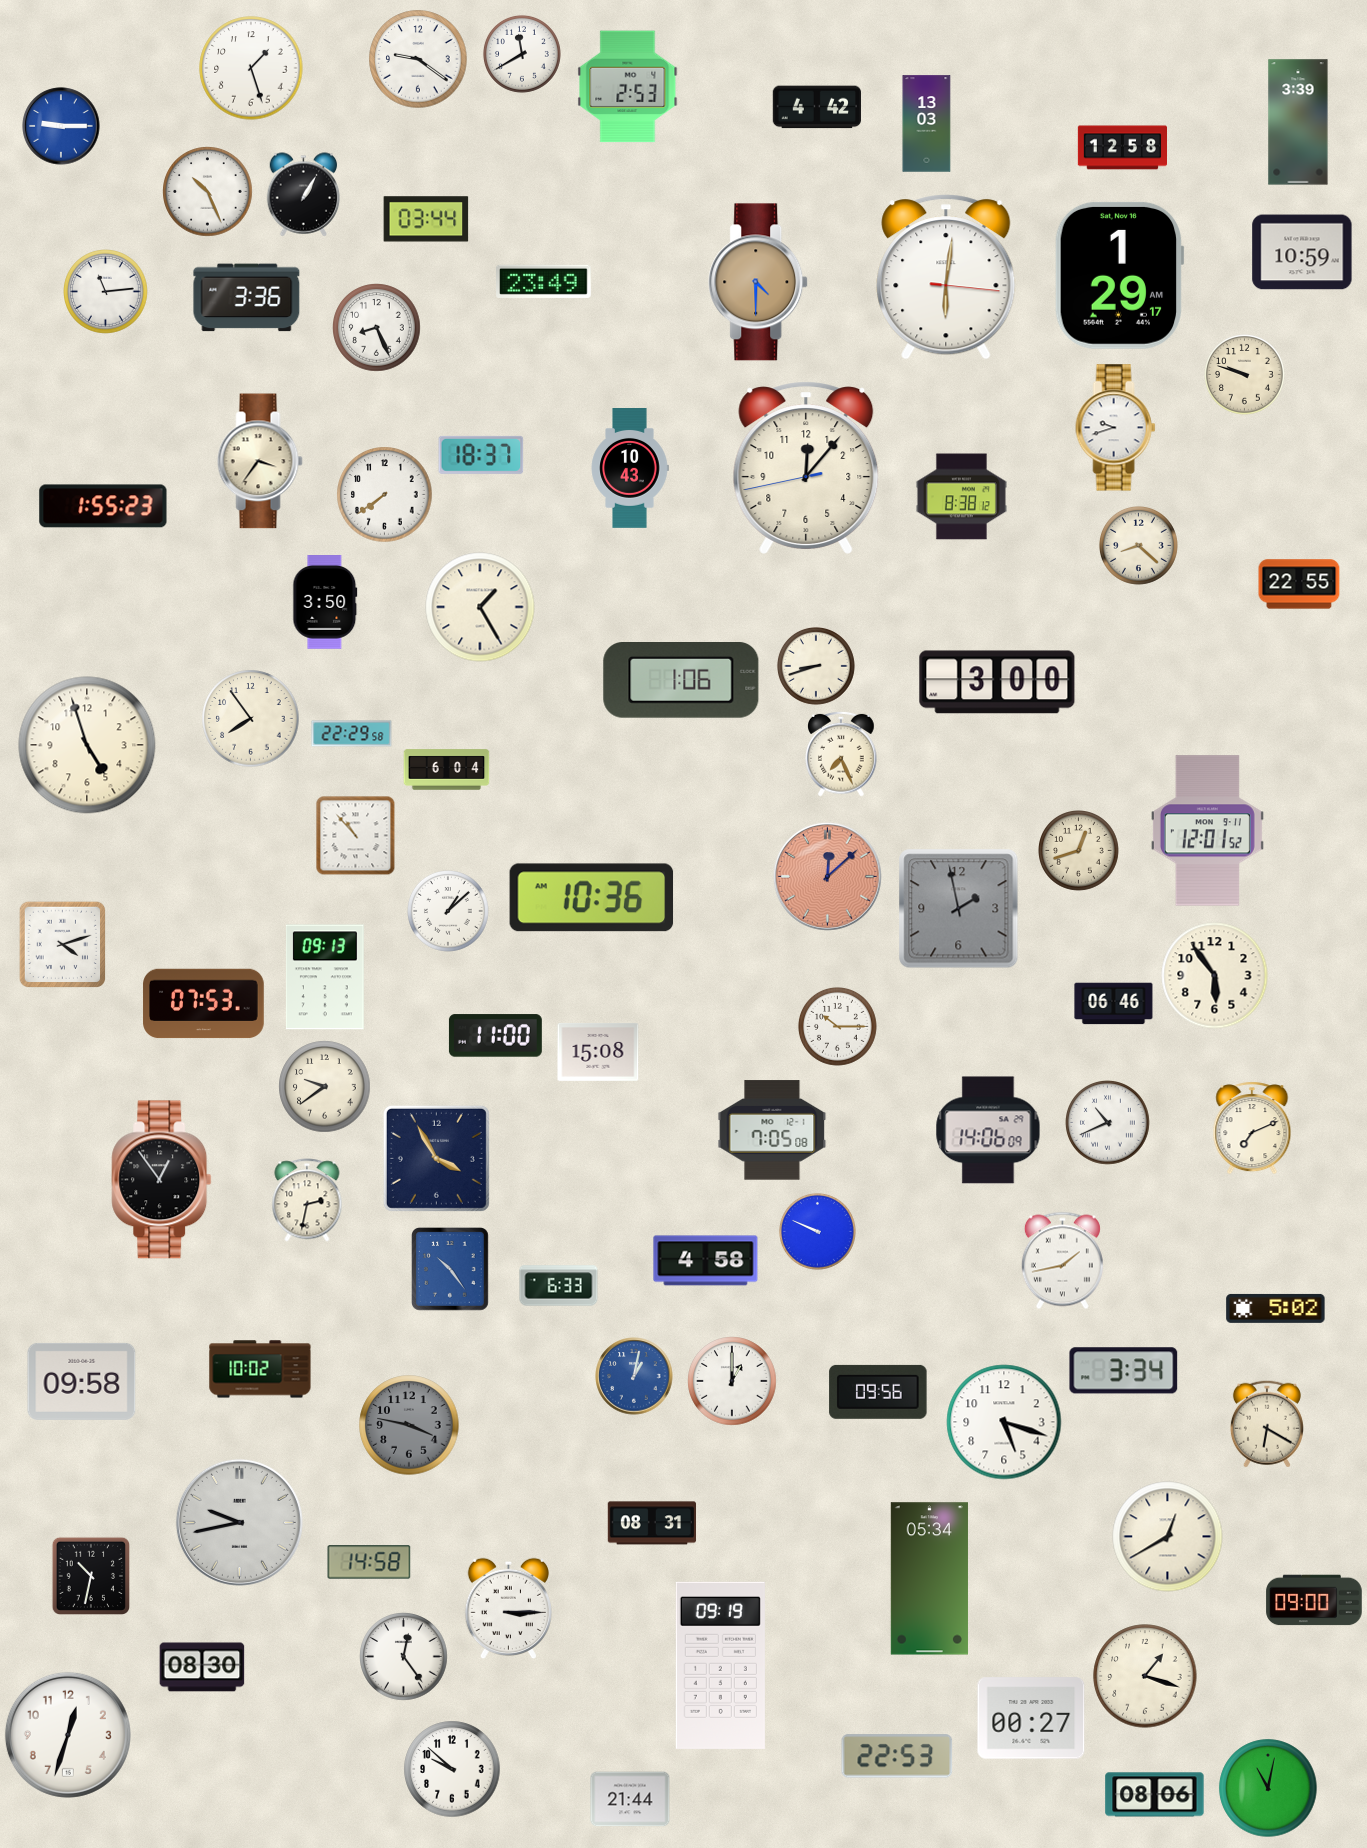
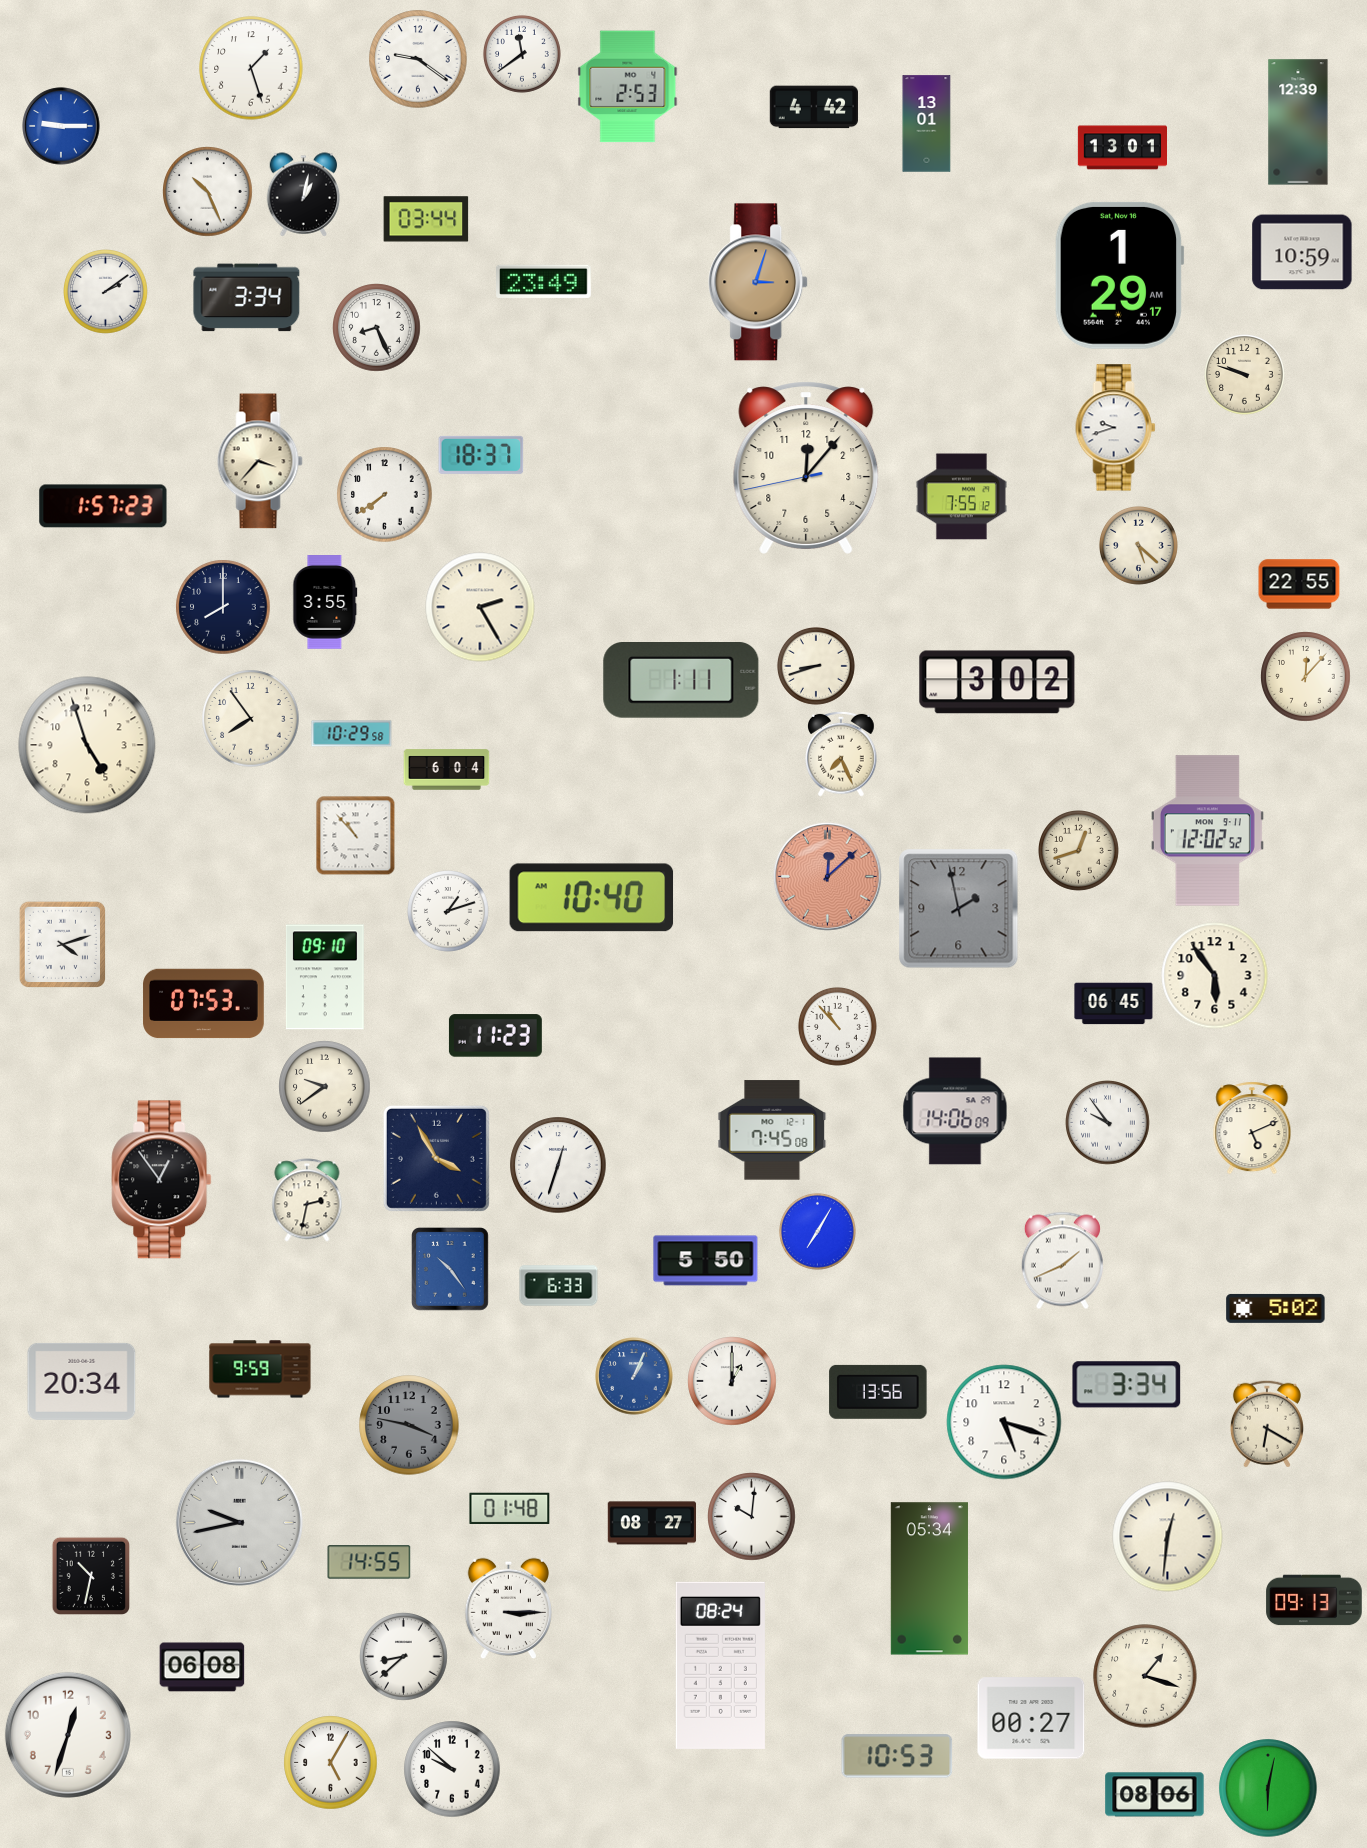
clock at (522, 54): 11:40 -> 11:39
clock at (816, 107) position: (816, 107) -> (813, 107)
clock at (1298, 122): 3:39 -> 12:39
clock at (927, 124): 13:03 -> 13:01
clock at (1122, 148): 12:58 -> 13:01
clock at (304, 195): 1:05 -> 1:02
clock at (946, 277): 6:01 -> none
clock at (759, 282): 4:30 -> 3:03
clock at (106, 292): 11:14 -> 2:09
clock at (247, 298): 3:36 -> 3:34
clock at (260, 461): 3:36 -> 3:37
clock at (630, 469): 10:43 -> none
clock at (961, 497): 8:38 -> 7:55
clock at (103, 506): 1:55 -> 1:57
clock at (1138, 546): 8:22 -> 5:22
clock at (325, 603): 3:50 -> 3:55
clock at (223, 607): none -> 8:00
clock at (480, 607): 1:25 -> 2:25
clock at (1306, 677): none -> 12:07
clock at (681, 681): 1:06 -> 1:11
clock at (997, 682): 3:00 -> 3:02
clock at (352, 734): 22:29 -> 10:29
clock at (1207, 831): 12:01 -> 12:02
clock at (592, 898): 10:36 -> 10:40
clock at (449, 912): 1:08 -> 1:12
clock at (325, 977): 09:13 -> 09:10
clock at (1114, 1004): 06:46 -> 06:45
clock at (837, 1027): 10:15 -> 10:53
clock at (495, 1036): 11:00 -> 11:23
clock at (598, 1052): 15:08 -> none
clock at (1108, 1123): 10:41 -> 9:54
clock at (1252, 1128): 7:11 -> 5:11
clock at (772, 1130): 7:05 -> 7:45
clock at (988, 1130) position: (988, 1130) -> (955, 1111)
clock at (558, 1165): none -> 12:33
clock at (817, 1231): 9:49 -> 7:05
clock at (706, 1261): 4:58 -> 5:50
clock at (1062, 1261): 1:43 -> 1:41
clock at (260, 1369): 10:02 -> 9:59
clock at (1124, 1371) position: (1124, 1371) -> (1127, 1385)
clock at (634, 1376): 1:02 -> 1:04
clock at (82, 1381): 09:58 -> 20:34
clock at (878, 1392): 09:56 -> 13:56
clock at (510, 1509): none -> 01:48
clock at (752, 1517): none -> 10:01
clock at (651, 1523): 08:31 -> 08:27
clock at (1168, 1537): 12:40 -> 12:31
clock at (369, 1562): 14:58 -> 14:55
clock at (1314, 1600): 09:00 -> 09:13
clock at (404, 1657): 12:24 -> 8:38
clock at (720, 1665): 09:19 -> 08:24
clock at (202, 1667): 08:30 -> 06:08
clock at (897, 1756): 22:53 -> 10:53
clock at (331, 1763): none -> 5:05
clock at (1268, 1788): 11:02 -> 6:02
clock at (630, 1799): 21:44 -> none
